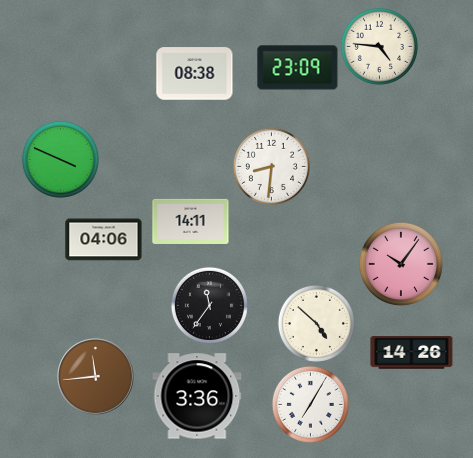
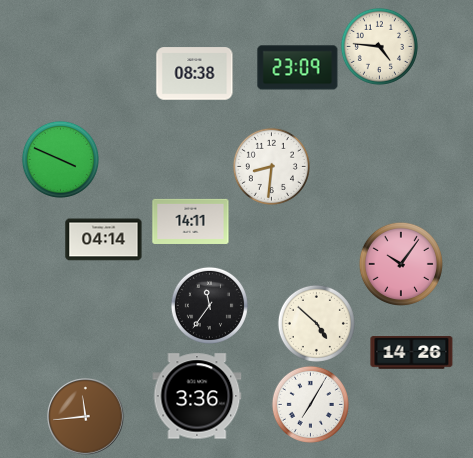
clock at (104, 240): 04:06 -> 04:14
clock at (96, 377) position: (96, 377) -> (86, 417)
